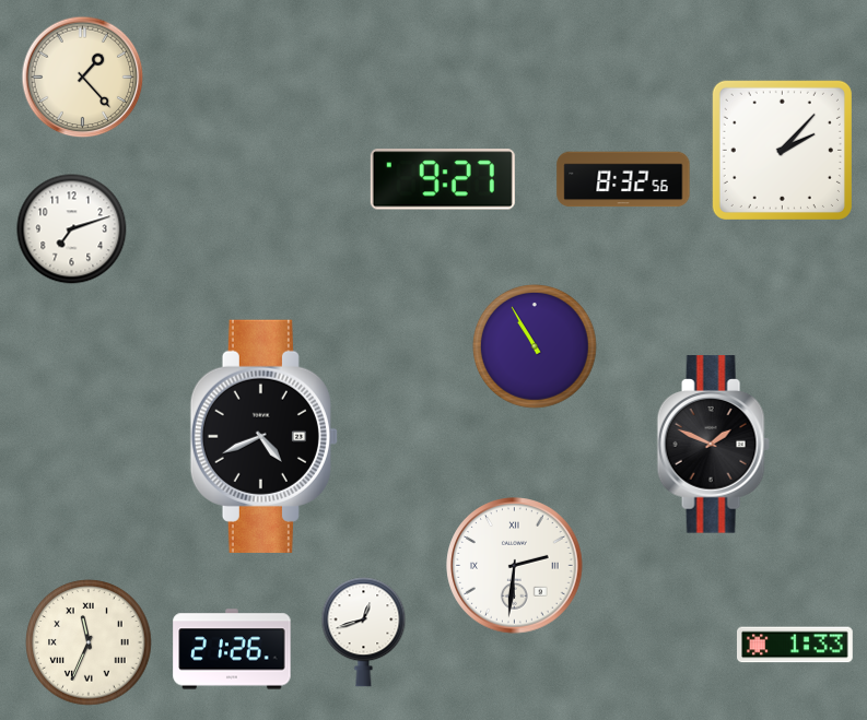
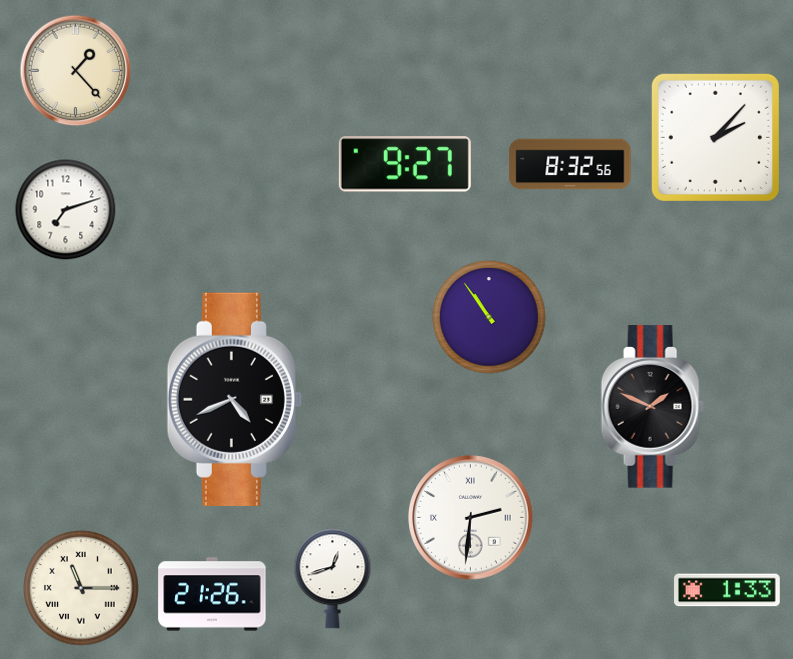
clock at (536, 347): 10:55 -> 10:54
clock at (263, 436) position: (263, 436) -> (234, 399)
clock at (89, 642): 11:34 -> 11:15
